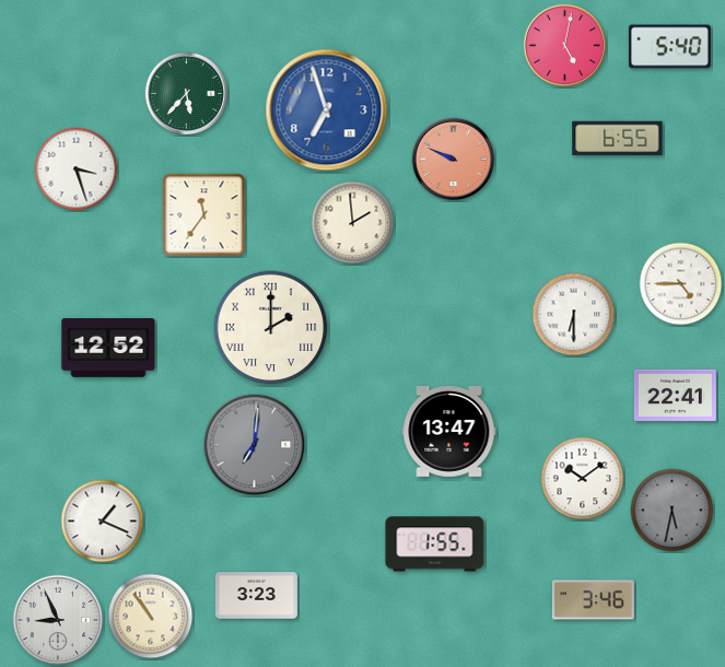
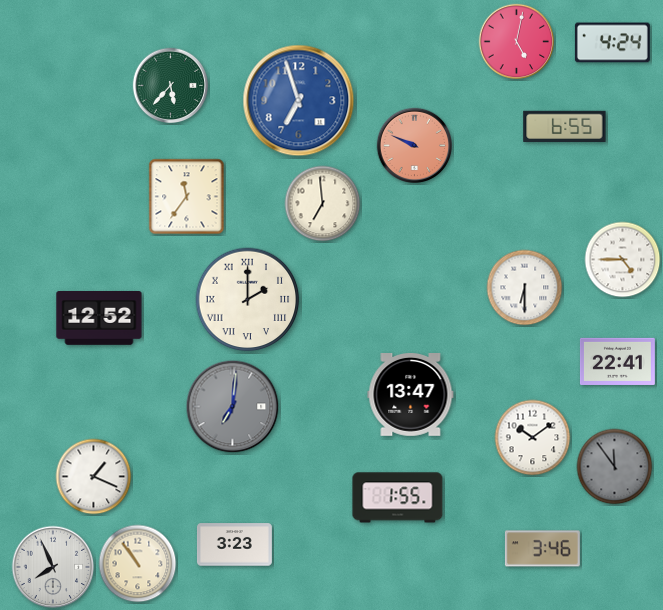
clock at (669, 47): 5:40 -> 4:24
clock at (77, 169): 3:27 -> none
clock at (353, 223): 1:59 -> 6:59
clock at (673, 511): 5:32 -> 11:54
clock at (58, 620): 8:56 -> 7:56
